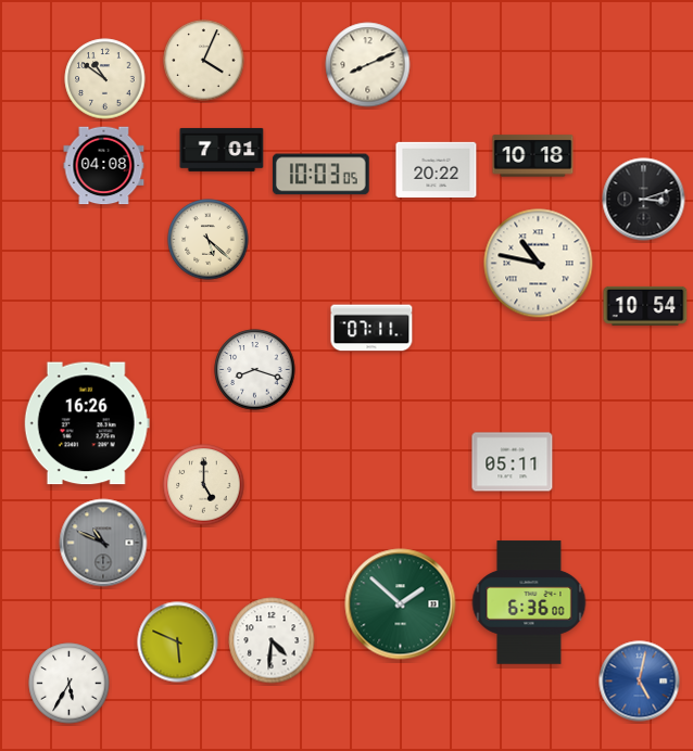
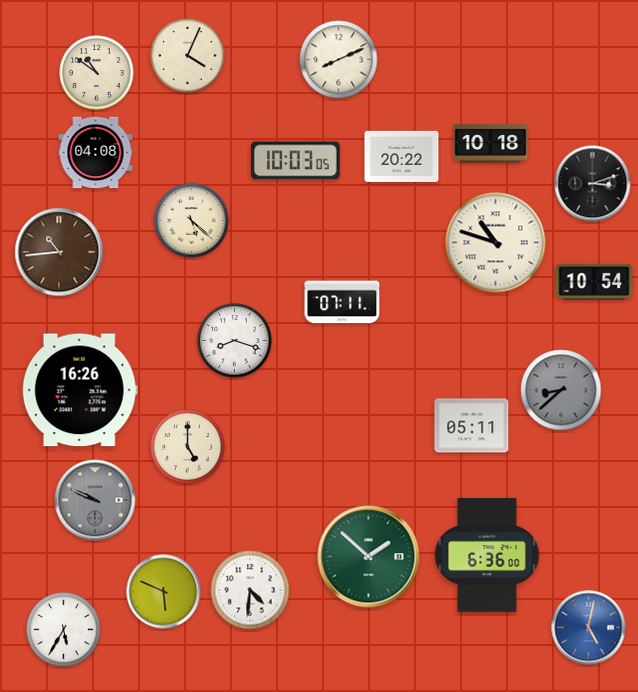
clock at (222, 150): 7:01 -> none
clock at (539, 264): 10:47 -> 10:48
clock at (59, 252): none -> 10:44
clock at (561, 390): none -> 8:38
clock at (103, 543): 10:49 -> 9:49
